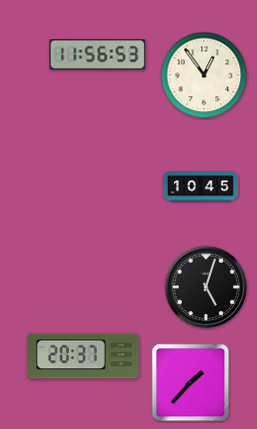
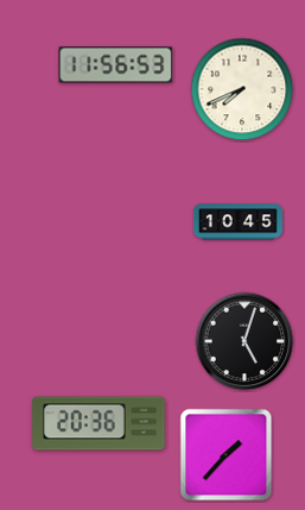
clock at (204, 75): 12:54 -> 7:41
clock at (83, 356): 20:37 -> 20:36
